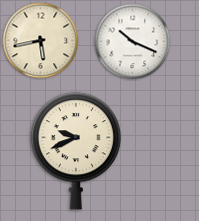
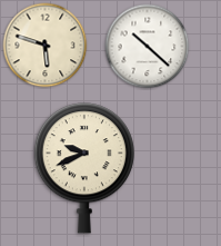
clock at (41, 41): 5:43 -> 5:48
clock at (133, 42): 10:19 -> 10:22
